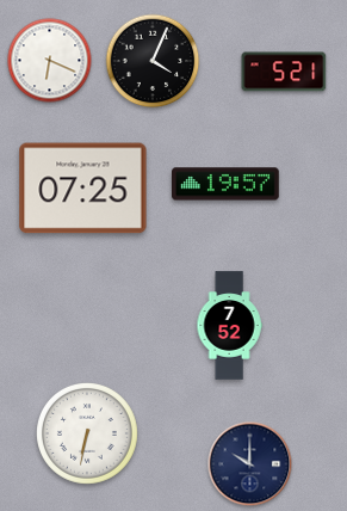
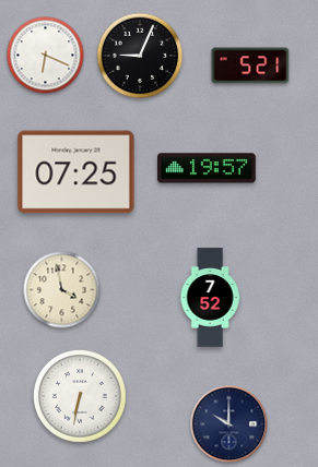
clock at (153, 61): 4:04 -> 9:04
clock at (284, 72) position: (284, 72) -> (250, 65)
clock at (62, 290): none -> 3:58
